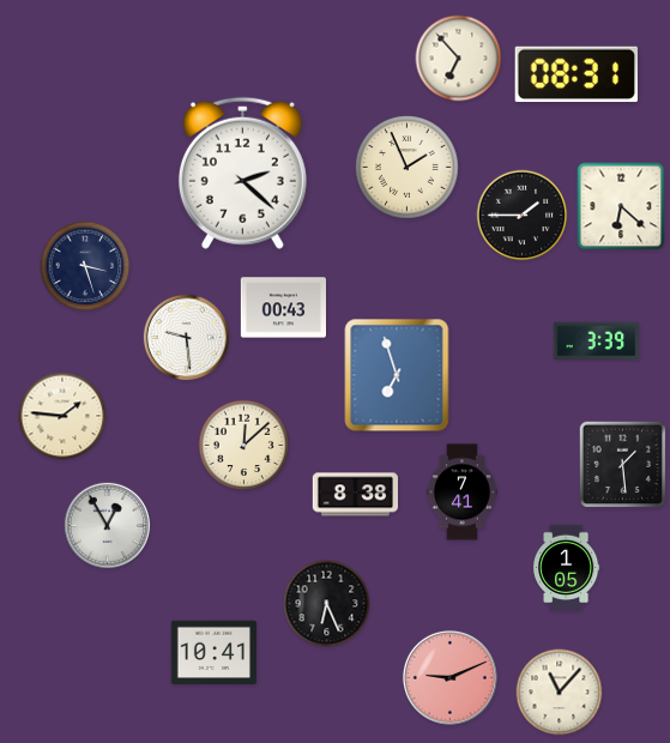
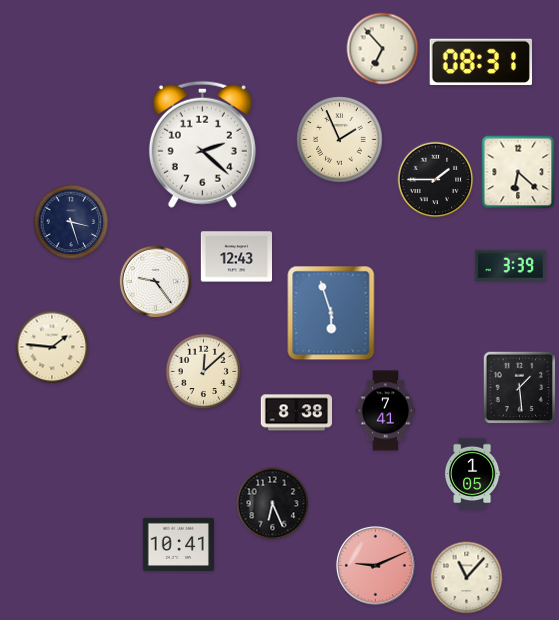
clock at (283, 308): 00:43 -> 12:43
clock at (187, 338): 9:29 -> 9:24
clock at (596, 340) position: (596, 340) -> (510, 265)
clock at (397, 375): 6:57 -> 5:57
clock at (108, 526): 12:55 -> none
